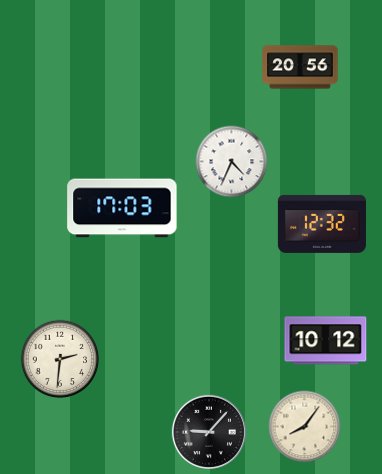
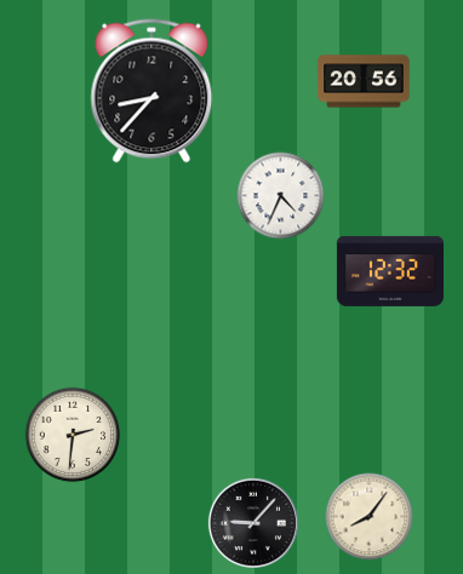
clock at (152, 91): none -> 8:37
clock at (122, 208): 17:03 -> none
clock at (326, 341): 10:12 -> none
